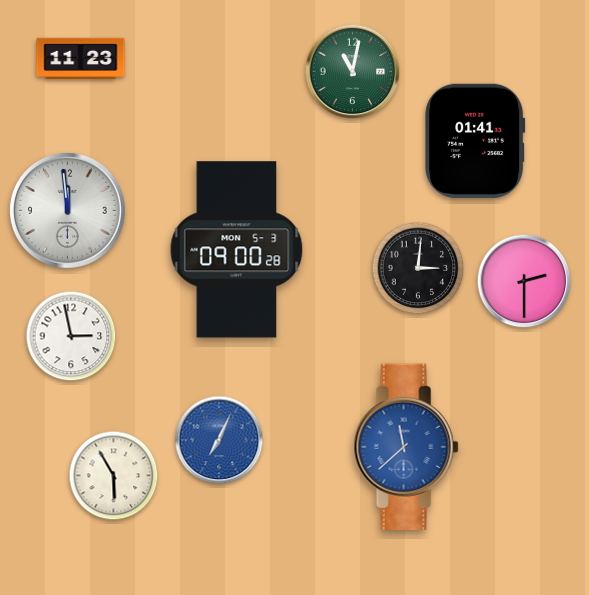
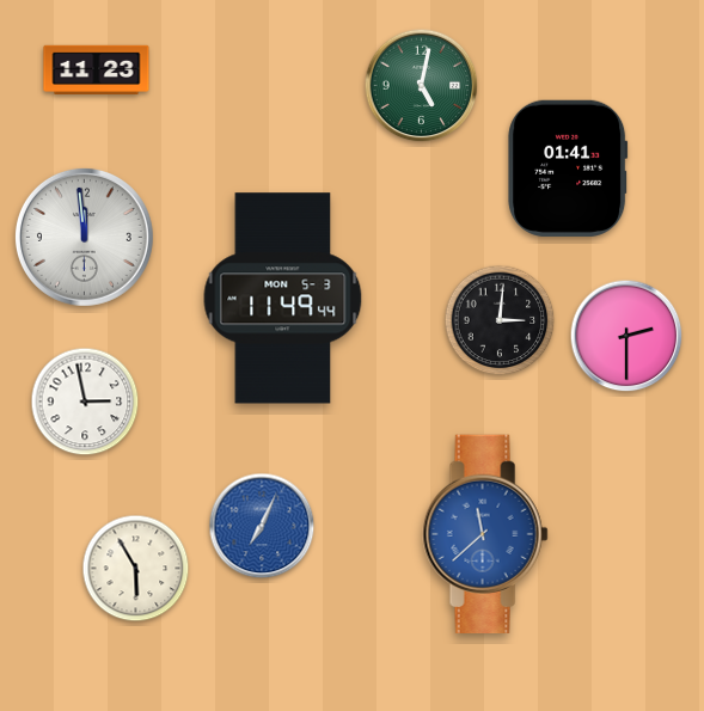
clock at (353, 72): 11:02 -> 5:02
clock at (67, 210) position: (67, 210) -> (84, 237)
clock at (237, 250): 09:00 -> 11:49
